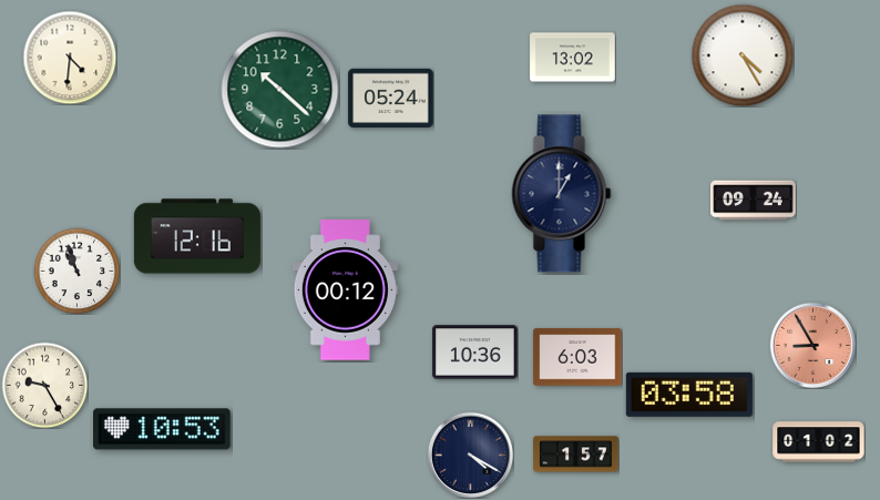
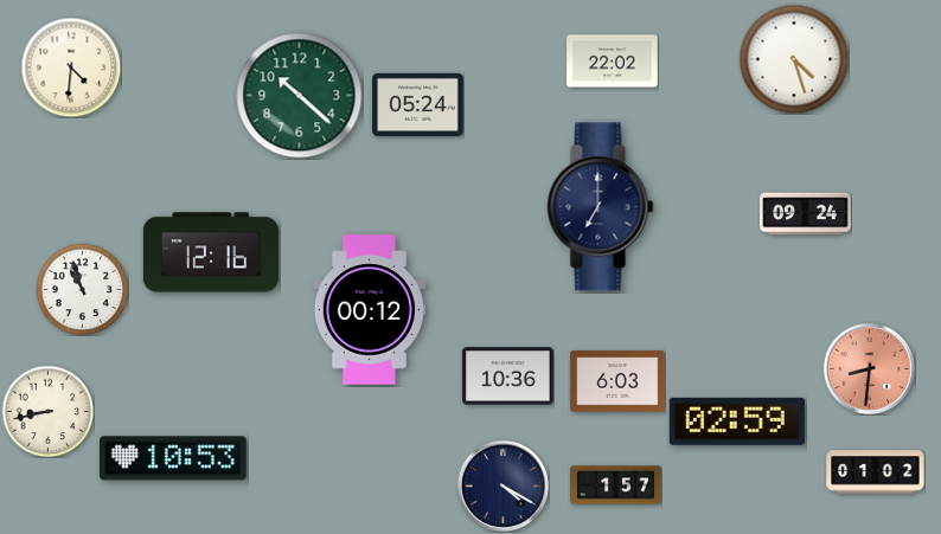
clock at (743, 55): 4:25 -> 4:27
clock at (70, 58) position: (70, 58) -> (71, 67)
clock at (573, 58): 13:02 -> 22:02
clock at (562, 194): 1:00 -> 7:00
clock at (812, 345): 8:55 -> 8:31
clock at (44, 385): 9:25 -> 8:43
clock at (689, 395): 03:58 -> 02:59
